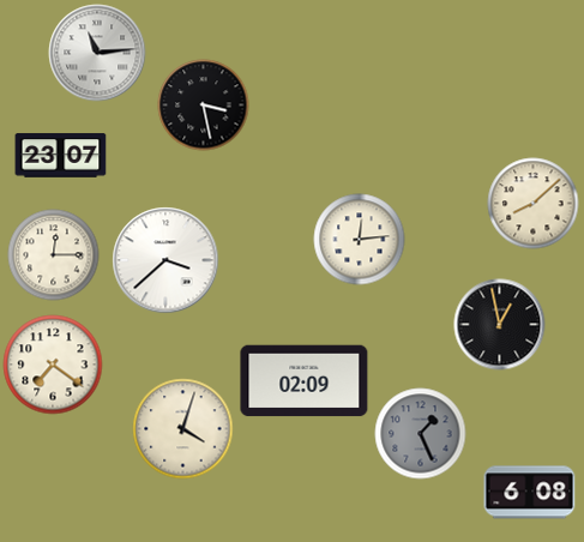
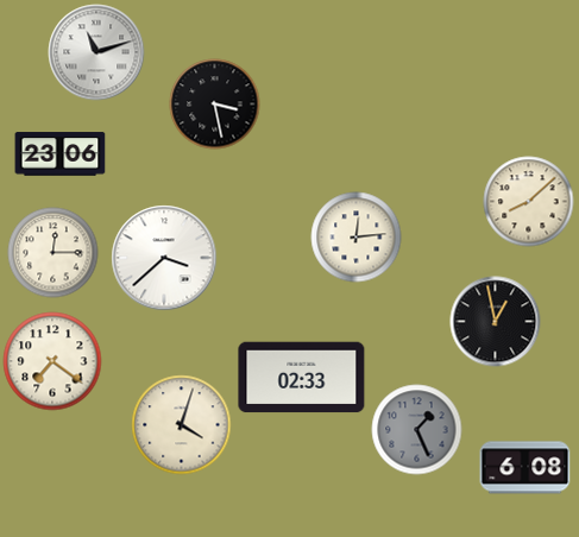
clock at (97, 53): 11:14 -> 11:12
clock at (204, 106) position: (204, 106) -> (215, 105)
clock at (61, 156): 23:07 -> 23:06
clock at (305, 381): 02:09 -> 02:33
clock at (530, 493) position: (530, 493) -> (525, 468)
